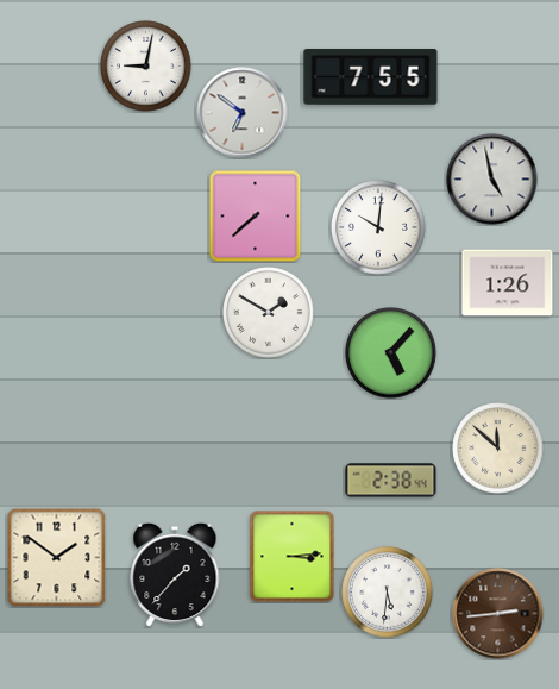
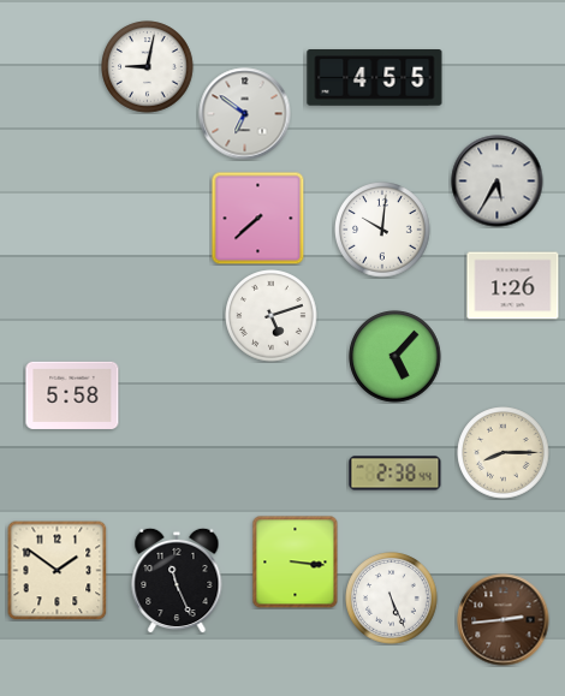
clock at (371, 77): 7:55 -> 4:55
clock at (492, 180): 4:58 -> 5:35
clock at (269, 313): 1:50 -> 5:12
clock at (72, 395): none -> 5:58
clock at (498, 449): 11:52 -> 8:15
clock at (391, 481) position: (391, 481) -> (395, 474)
clock at (293, 556): 3:14 -> 3:16
clock at (56, 557) position: (56, 557) -> (56, 570)
clock at (175, 575): 1:37 -> 11:26
clock at (388, 593): 5:31 -> 5:26
